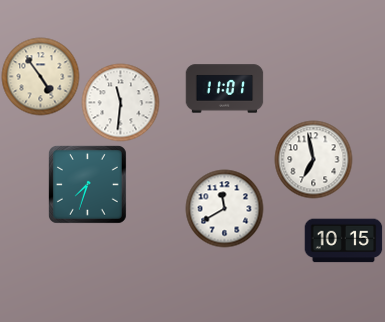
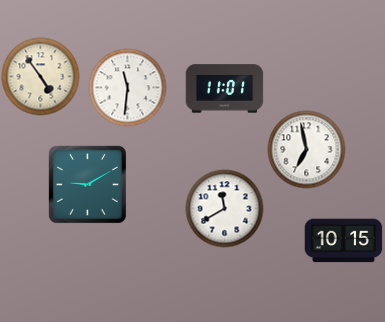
clock at (120, 102) position: (120, 102) -> (127, 87)
clock at (313, 159) position: (313, 159) -> (306, 149)
clock at (87, 184): 7:33 -> 9:10
